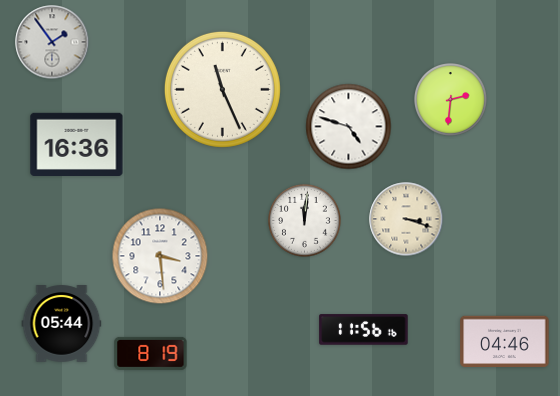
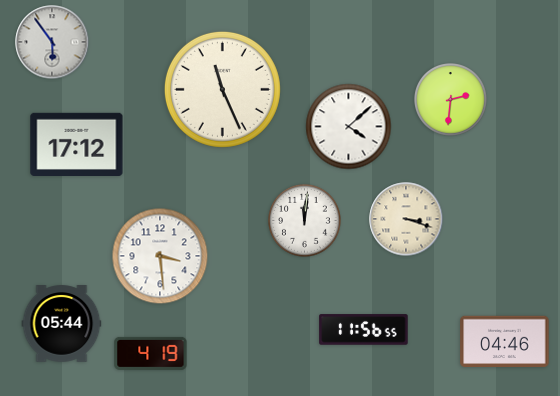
clock at (52, 42): 1:54 -> 5:54
clock at (349, 127): 4:48 -> 4:08
clock at (77, 144): 16:36 -> 17:12
clock at (364, 330): 11:56:16 -> 11:56:55
clock at (151, 353): 8:19 -> 4:19
